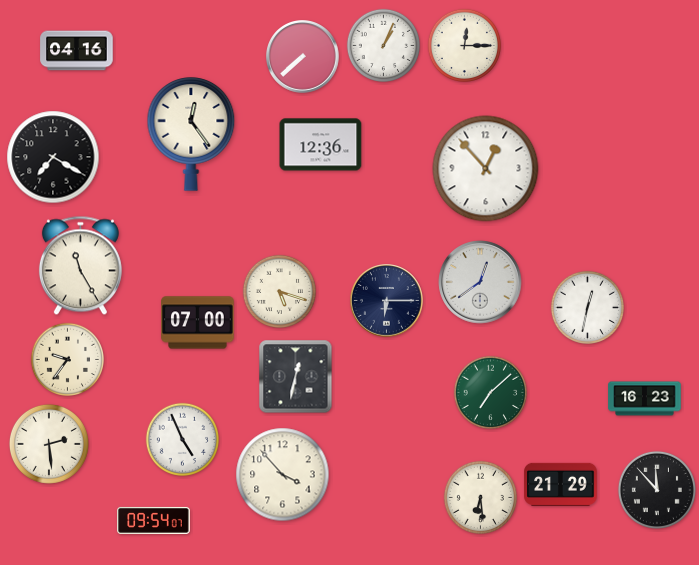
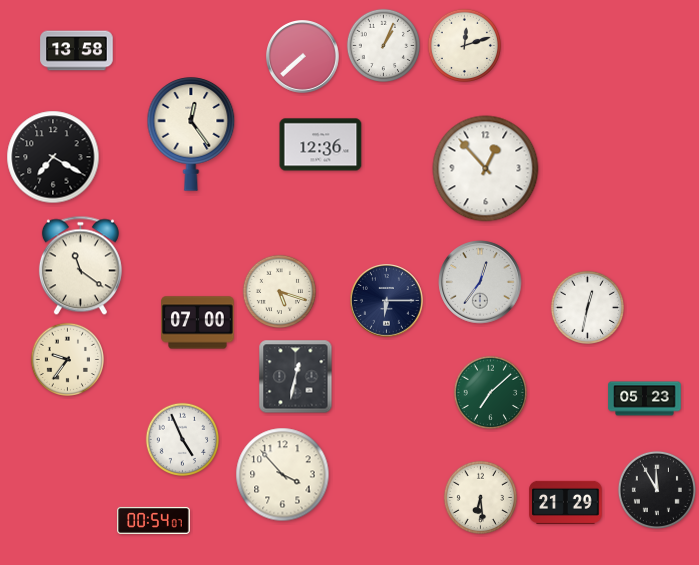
clock at (465, 46): 12:15 -> 12:12
clock at (77, 51): 04:16 -> 13:58
clock at (80, 266): 11:25 -> 11:21
clock at (480, 282): 12:39 -> 12:36
clock at (645, 399): 16:23 -> 05:23
clock at (49, 444): 2:29 -> none
clock at (561, 484) position: (561, 484) -> (566, 502)
clock at (657, 490): 11:53 -> 11:55
clock at (154, 520): 09:54 -> 00:54
